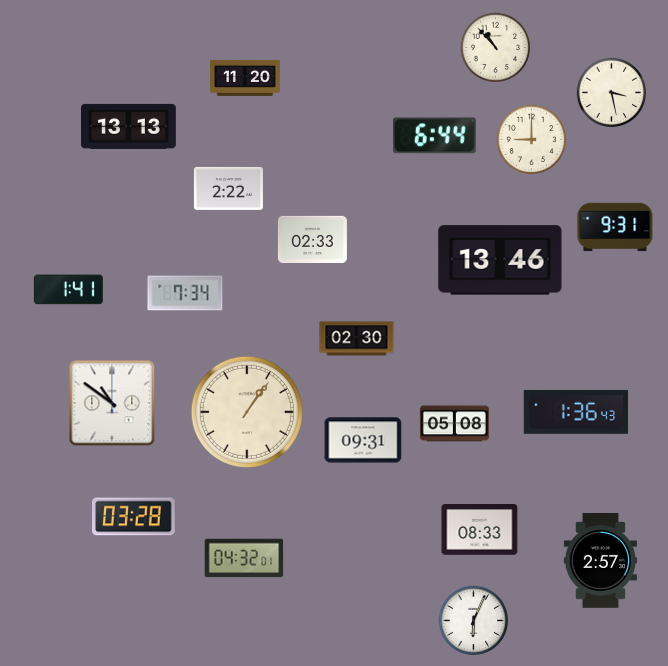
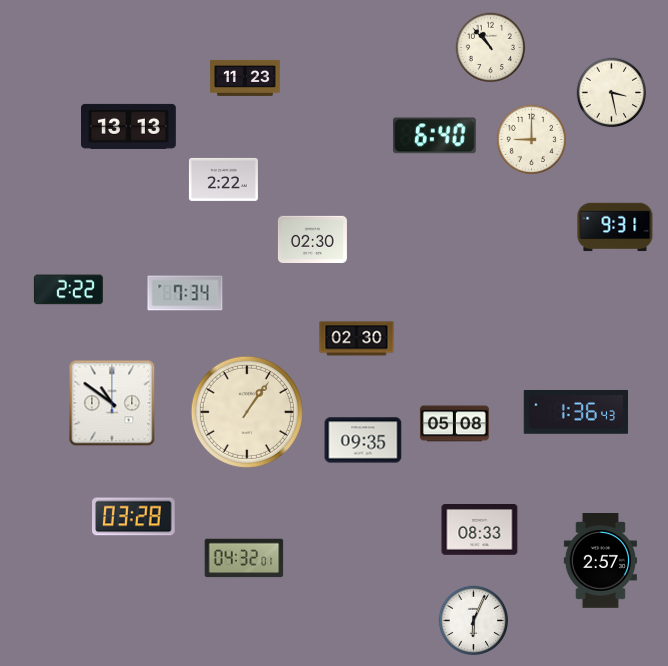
clock at (496, 48) position: (496, 48) -> (491, 48)
clock at (245, 78): 11:20 -> 11:23
clock at (435, 136): 6:44 -> 6:40
clock at (228, 188) position: (228, 188) -> (223, 179)
clock at (312, 239): 02:33 -> 02:30
clock at (500, 260): 13:46 -> none
clock at (68, 290): 1:41 -> 2:22
clock at (363, 440): 09:31 -> 09:35
